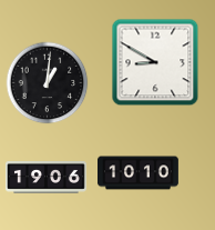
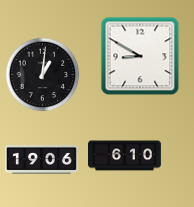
clock at (139, 173): 10:10 -> 6:10
